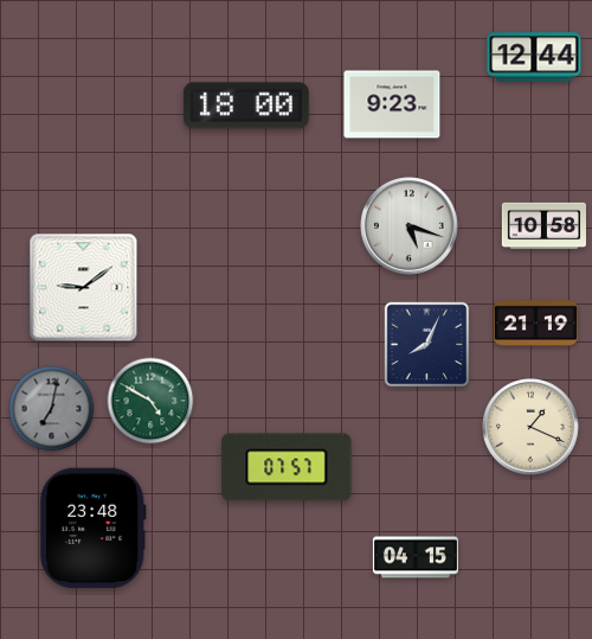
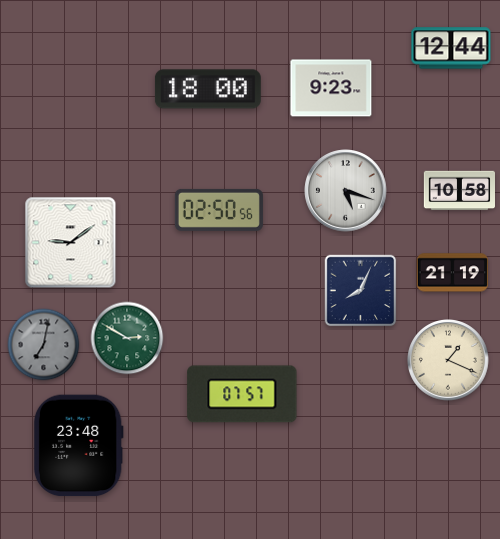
clock at (219, 210): none -> 02:50
clock at (150, 401): 4:50 -> 2:50
clock at (416, 557): 04:15 -> none
